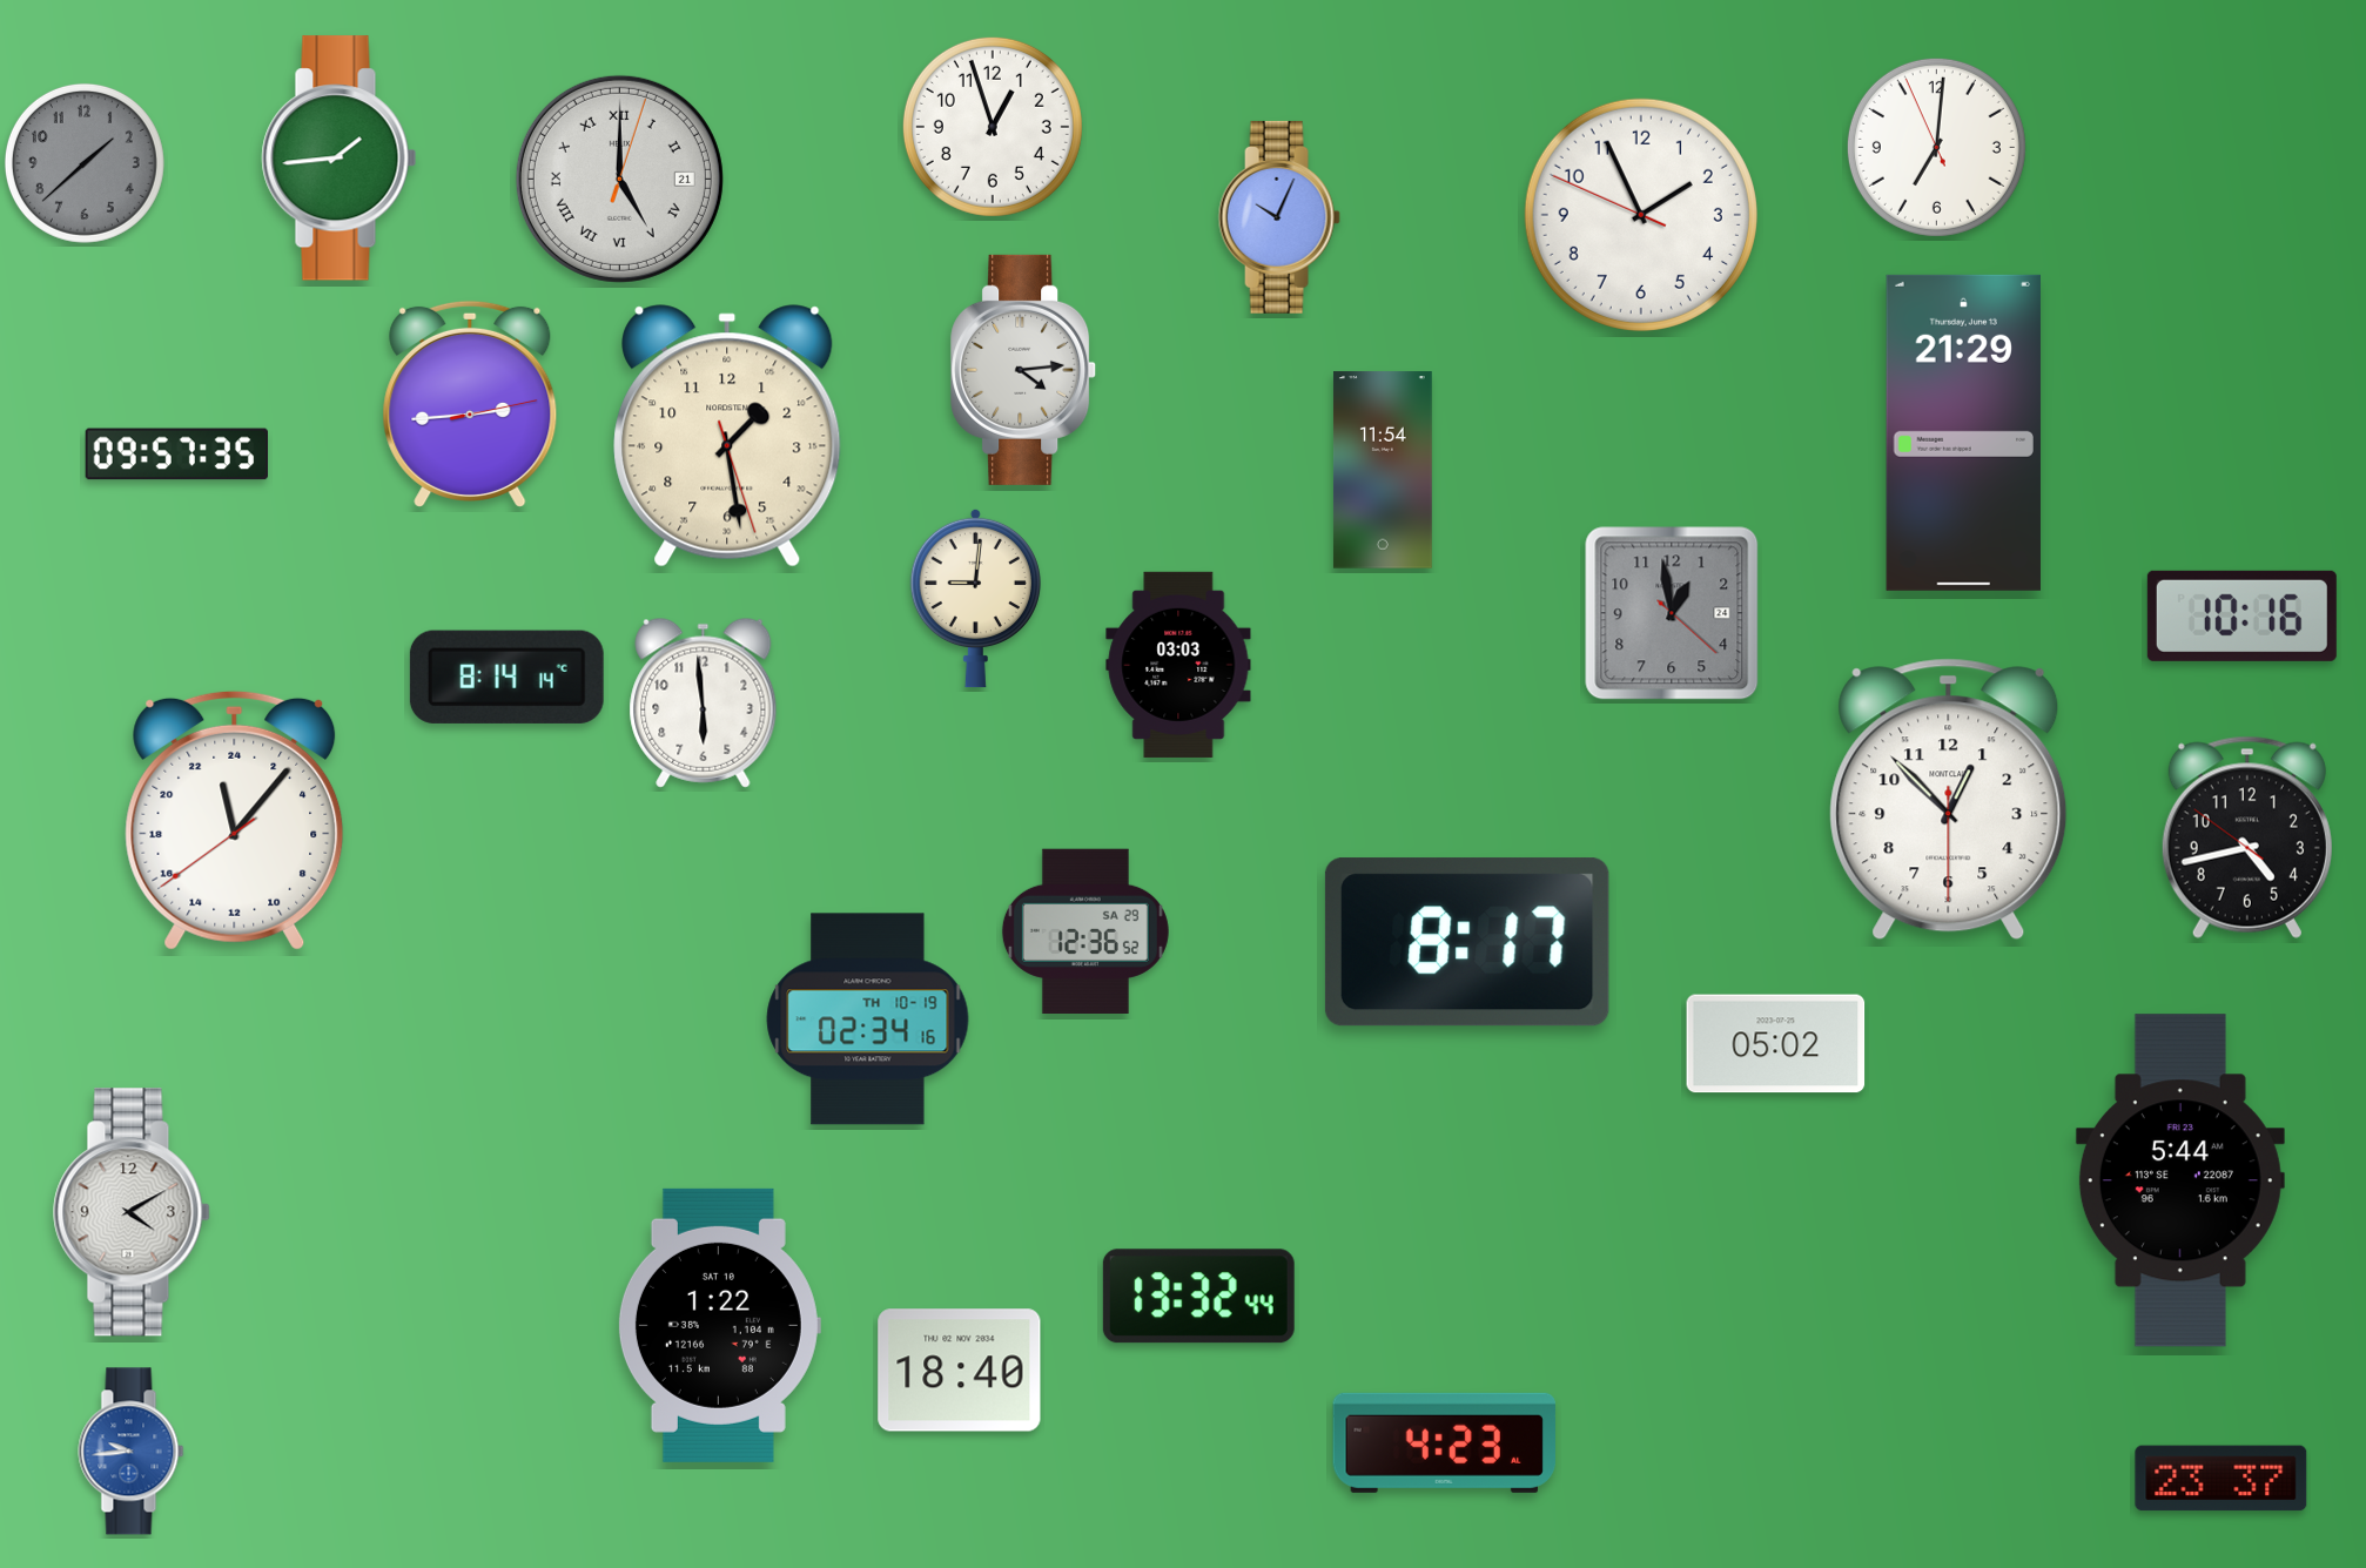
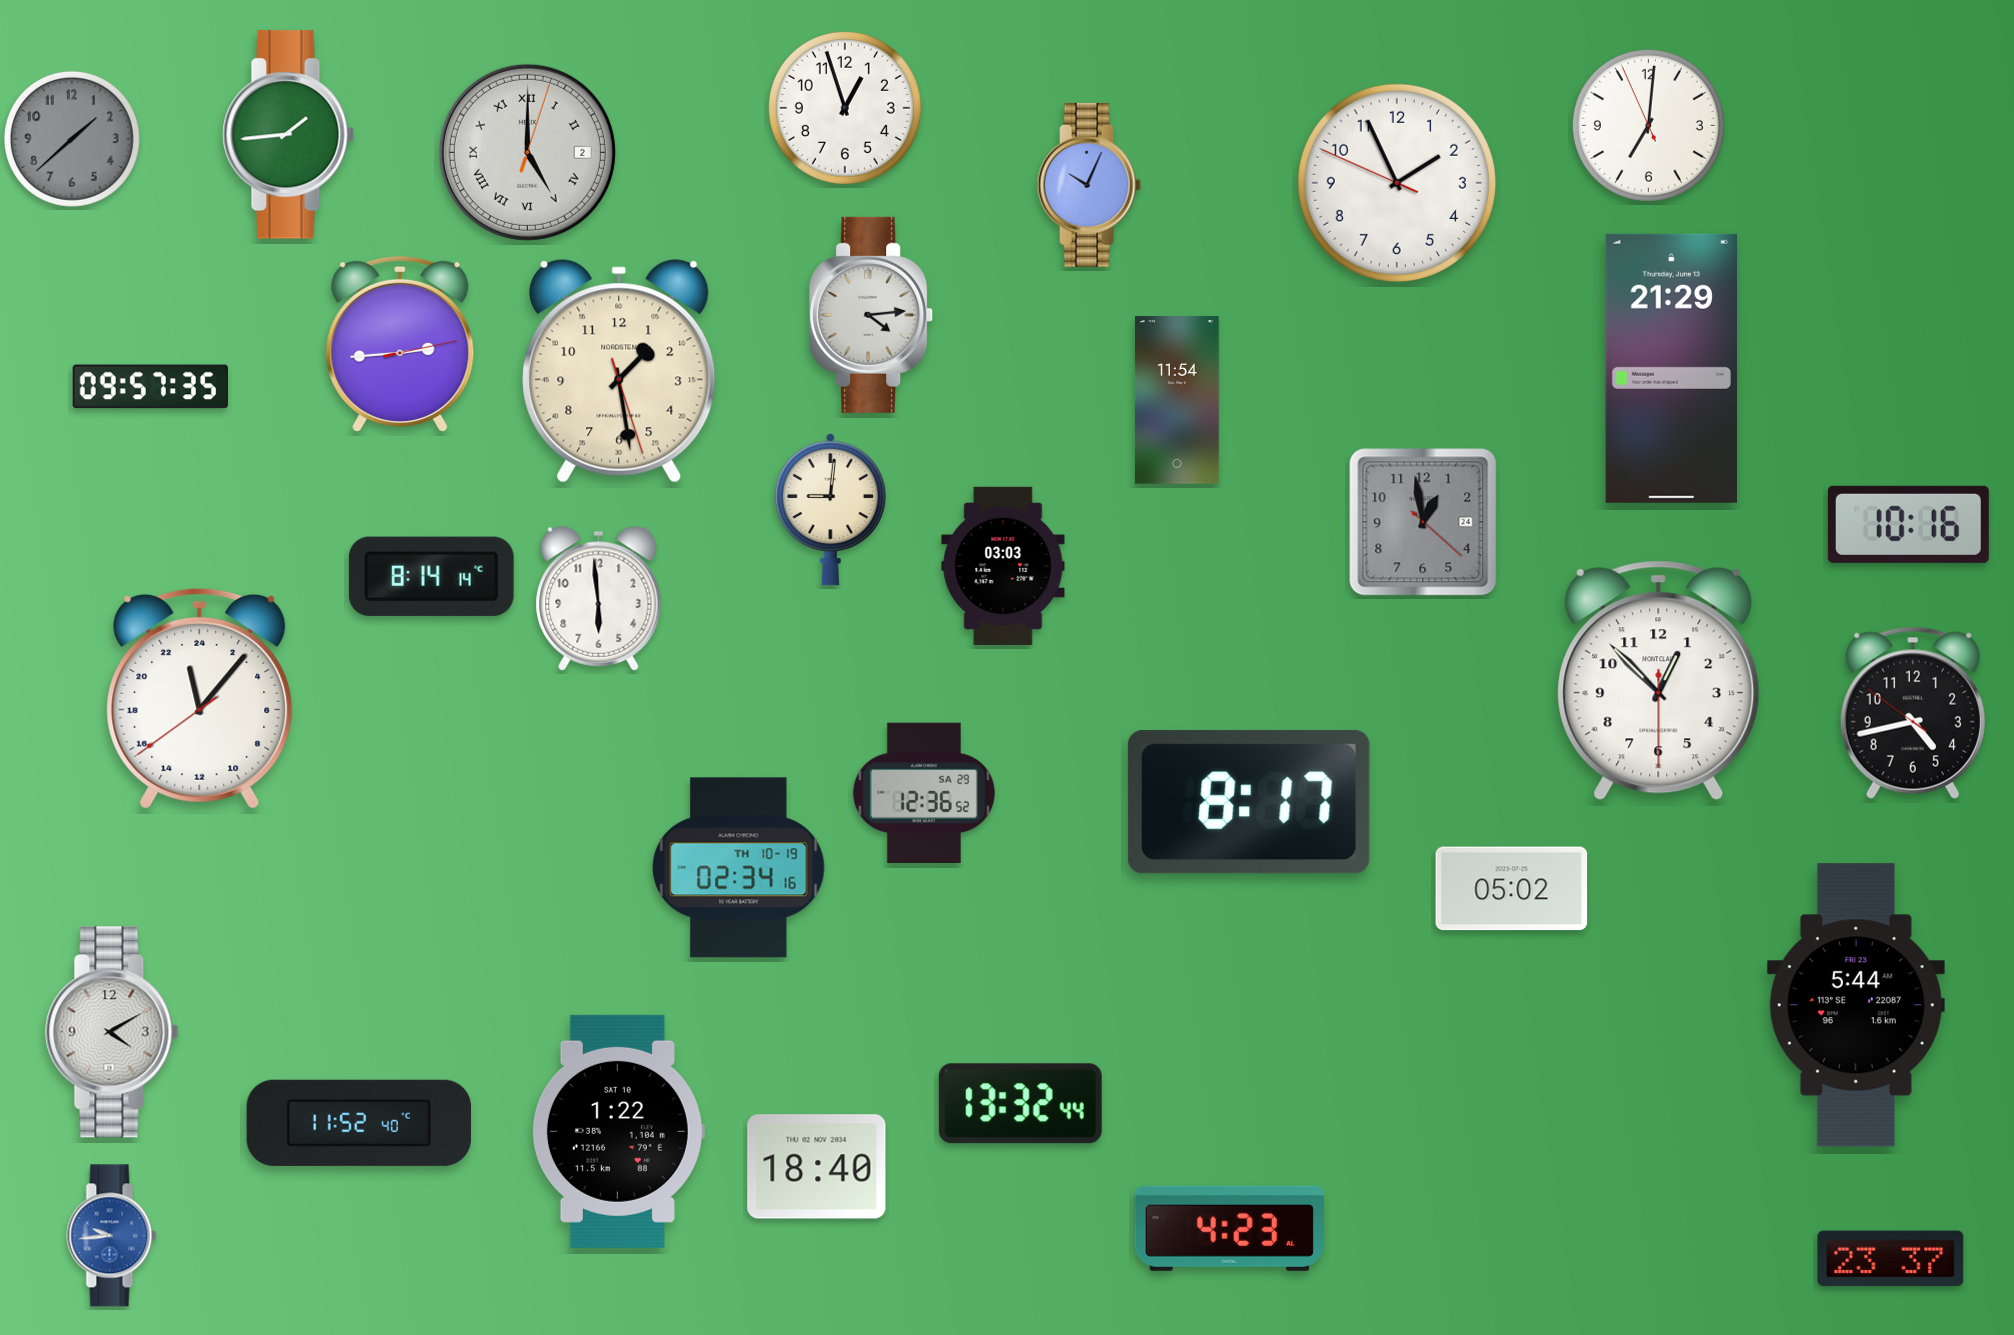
clock at (619, 179) date: 21 -> 2
clock at (358, 1123): none -> 11:52
clock at (719, 1325) position: (719, 1325) -> (618, 1131)
